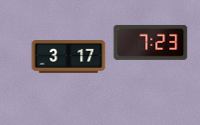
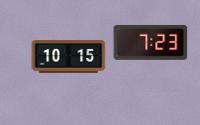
clock at (69, 57): 3:17 -> 10:15
